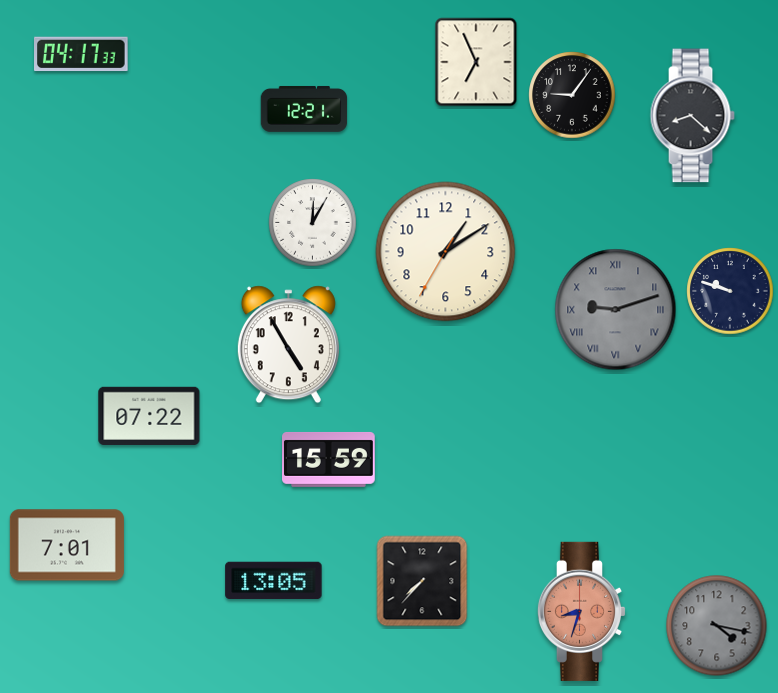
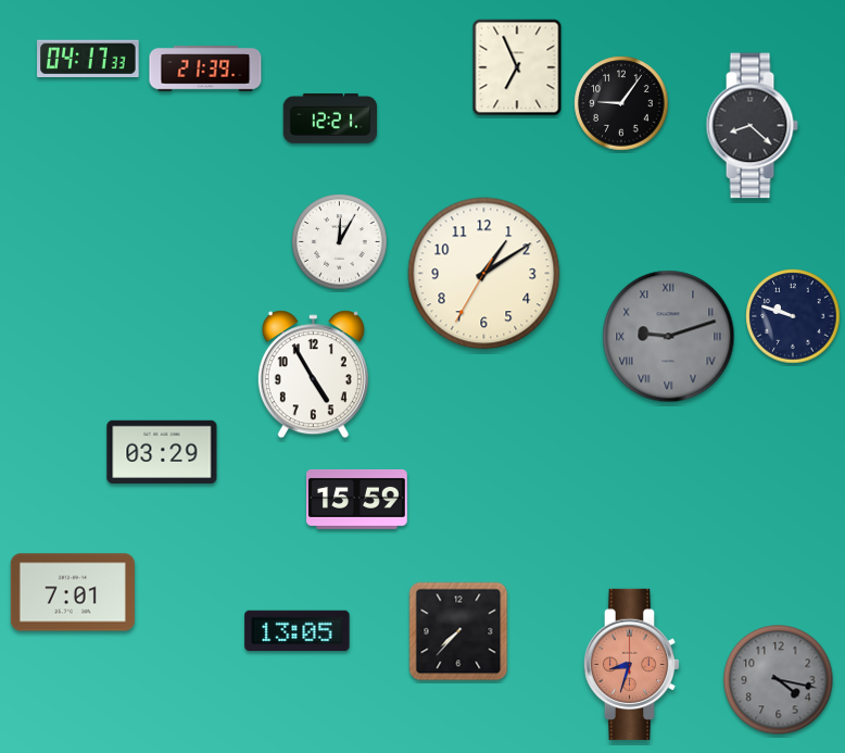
clock at (205, 68): none -> 21:39
clock at (149, 416): 07:22 -> 03:29
